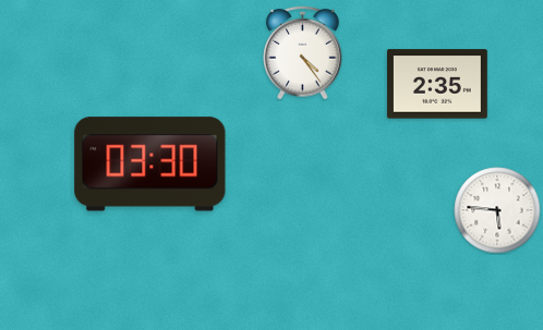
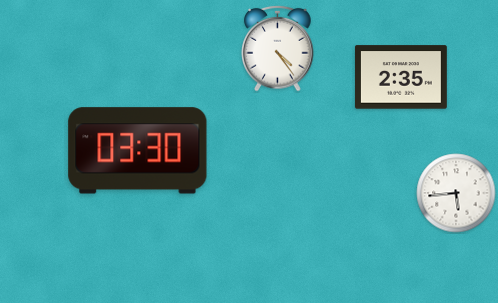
clock at (497, 210): 5:46 -> 5:44
